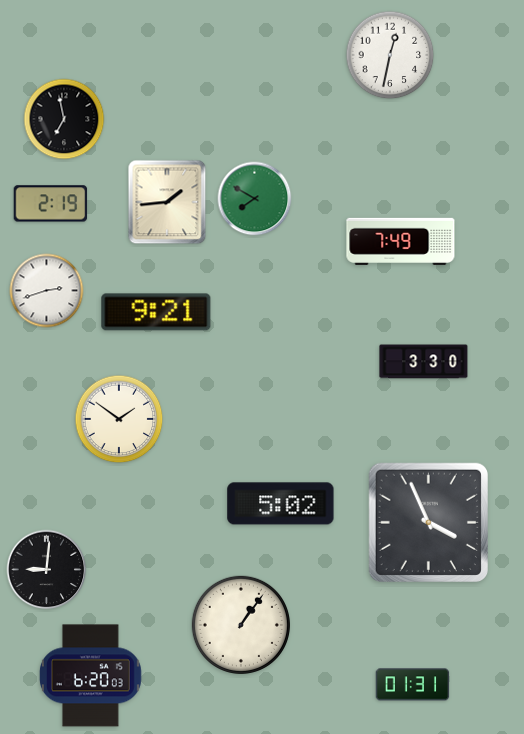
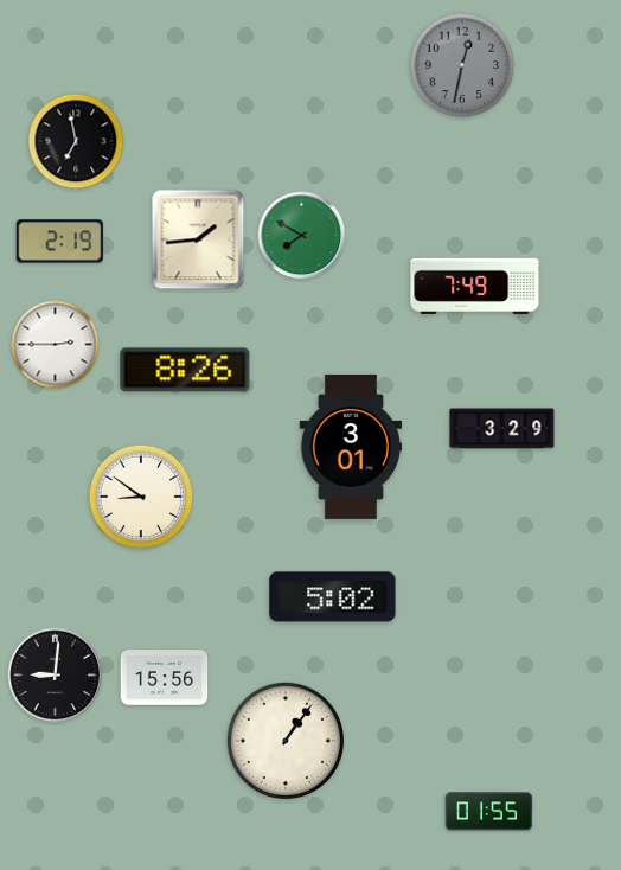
clock at (390, 55) dial: white -> grey
clock at (47, 291): 2:42 -> 2:45
clock at (156, 312): 9:21 -> 8:26
clock at (424, 362): 3:30 -> 3:29
clock at (351, 447): none -> 3:01
clock at (119, 419): 1:51 -> 8:51
clock at (428, 522): 3:56 -> none
clock at (165, 678): none -> 15:56
clock at (90, 676): 6:20 -> none
clock at (413, 685): 01:31 -> 01:55
